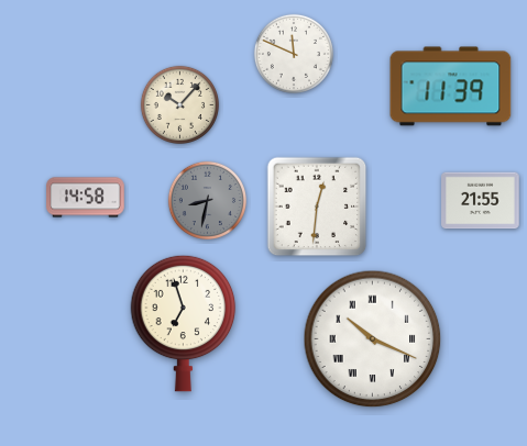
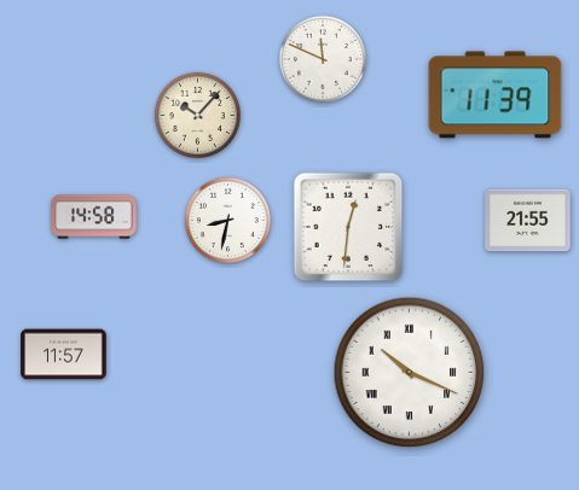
clock at (207, 200) dial: grey -> white
clock at (64, 355): none -> 11:57
clock at (184, 323): 6:57 -> none
